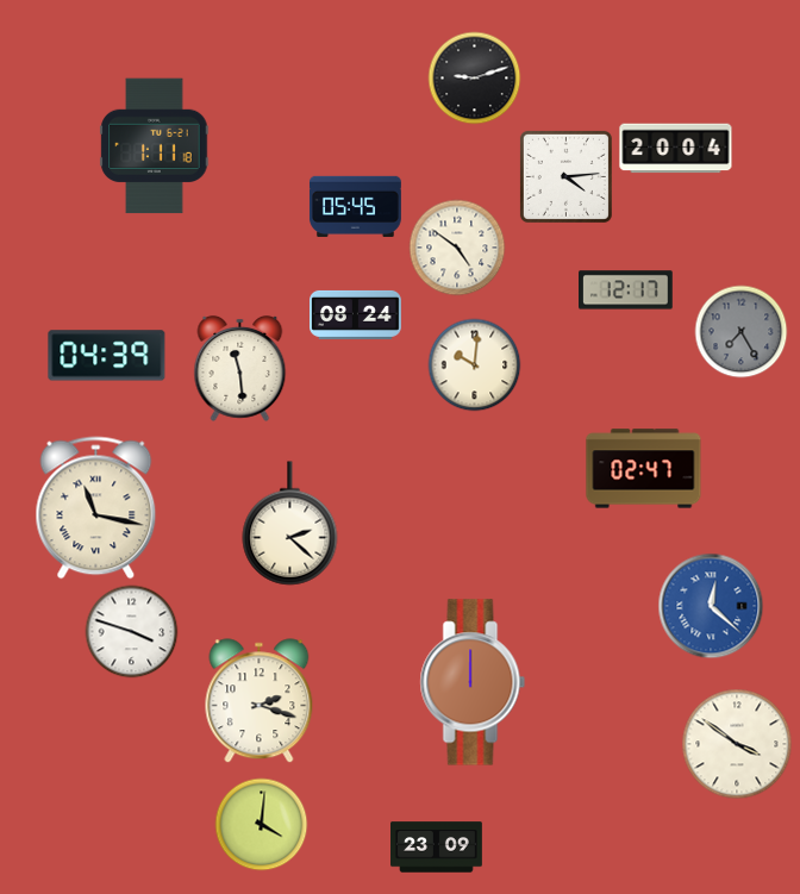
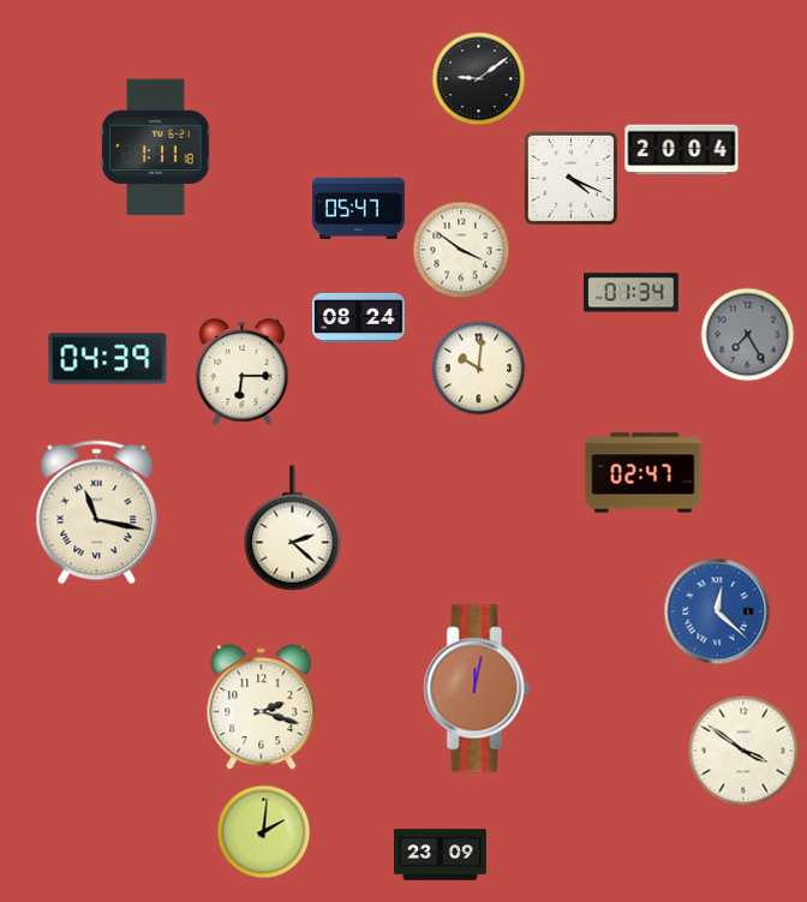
clock at (474, 77): 9:12 -> 9:09
clock at (565, 176): 4:14 -> 4:19
clock at (355, 206): 05:45 -> 05:47
clock at (457, 248): 4:51 -> 3:51
clock at (626, 290): 12:17 -> 01:34
clock at (240, 368): 11:29 -> 6:15
clock at (644, 469) position: (644, 469) -> (644, 473)
clock at (131, 631): 3:48 -> none
clock at (473, 682): 12:00 -> 12:02
clock at (261, 824): 4:01 -> 2:01
